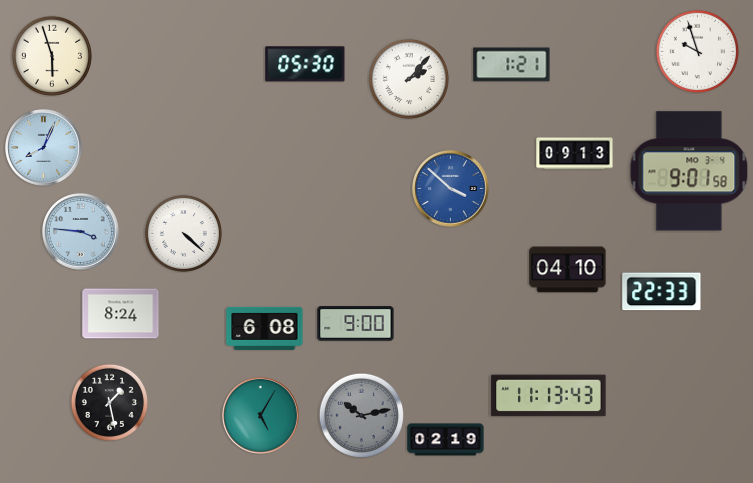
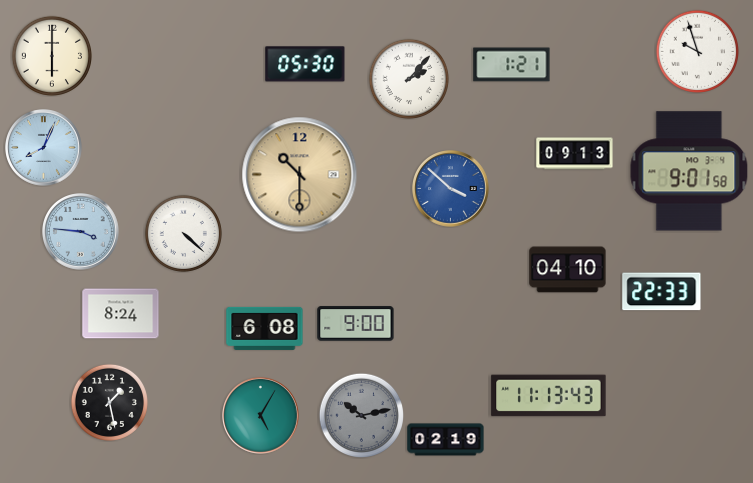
clock at (51, 55): 5:57 -> 6:00
clock at (300, 175): none -> 10:30
